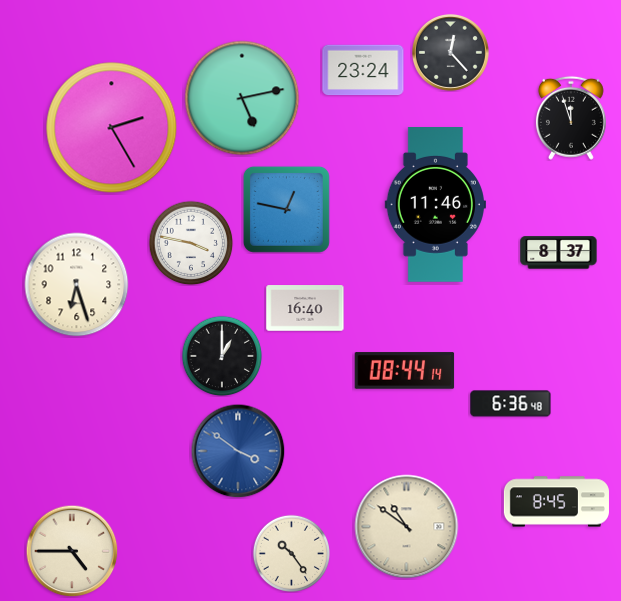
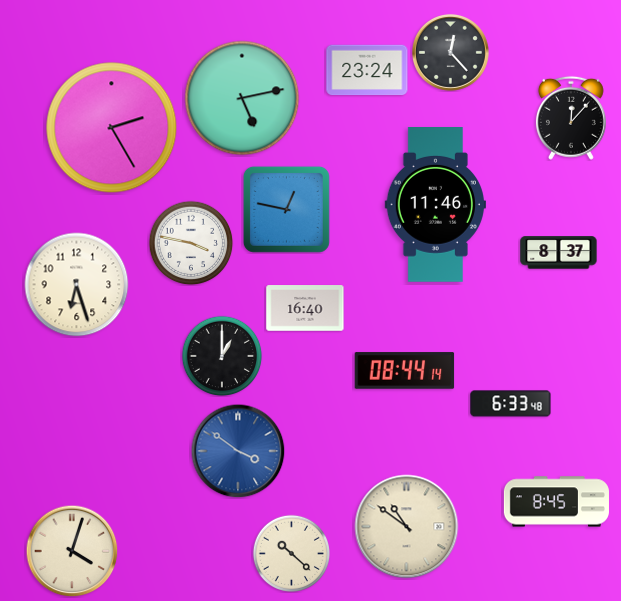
clock at (363, 70) position: (363, 70) -> (367, 70)
clock at (571, 118): 11:57 -> 12:07
clock at (511, 404): 6:36 -> 6:33
clock at (72, 551): 4:45 -> 4:03
clock at (291, 553): 10:24 -> 10:22
